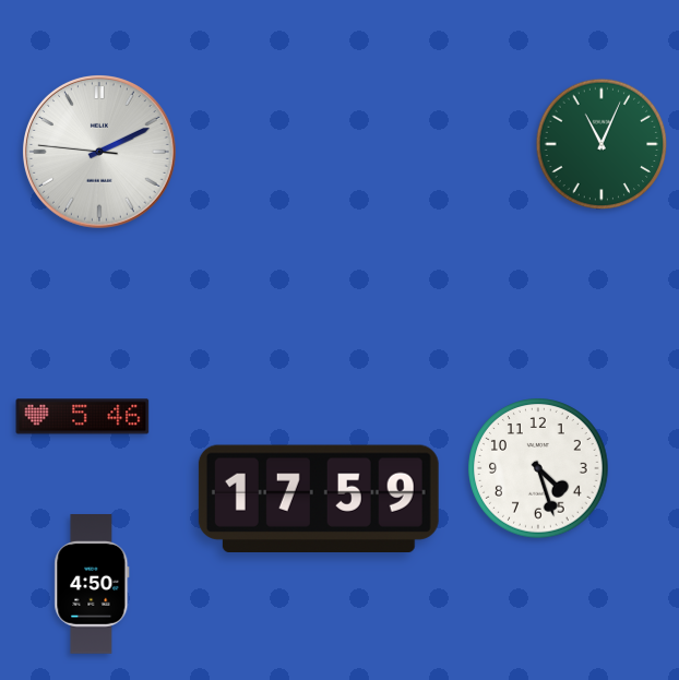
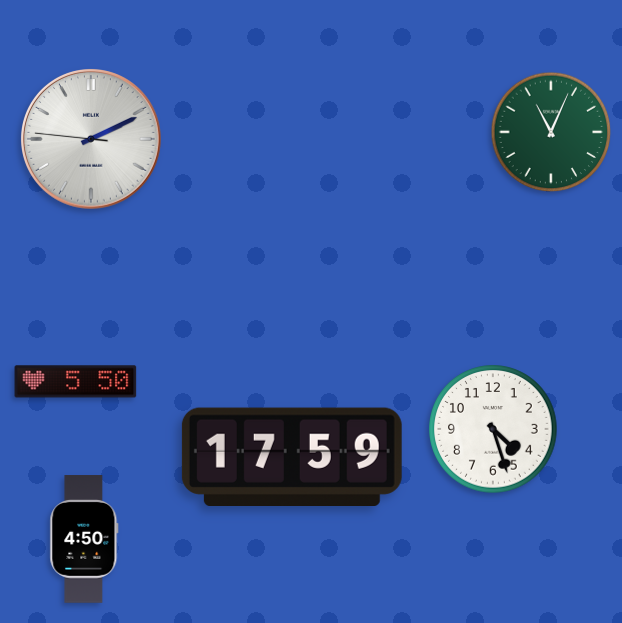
clock at (83, 417): 5:46 -> 5:50
clock at (92, 584) position: (92, 584) -> (84, 539)
